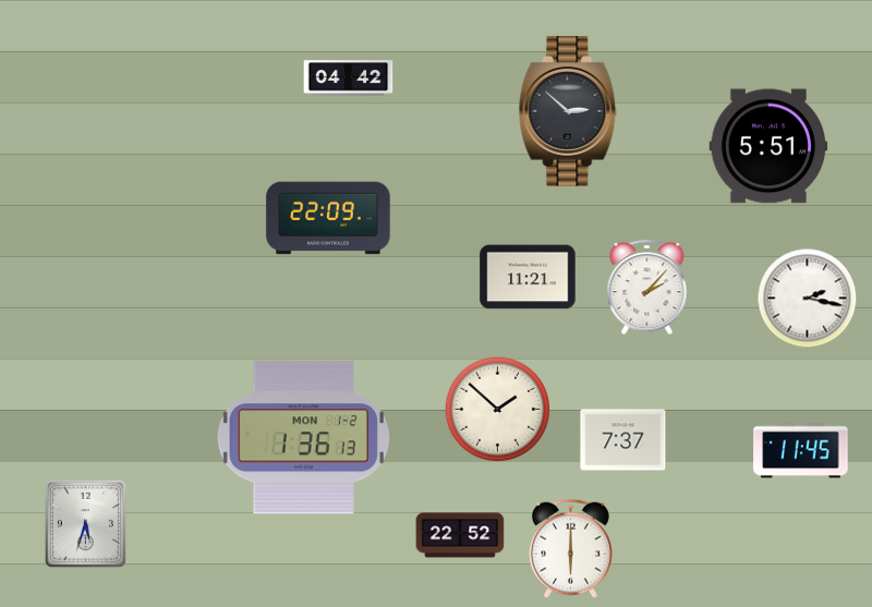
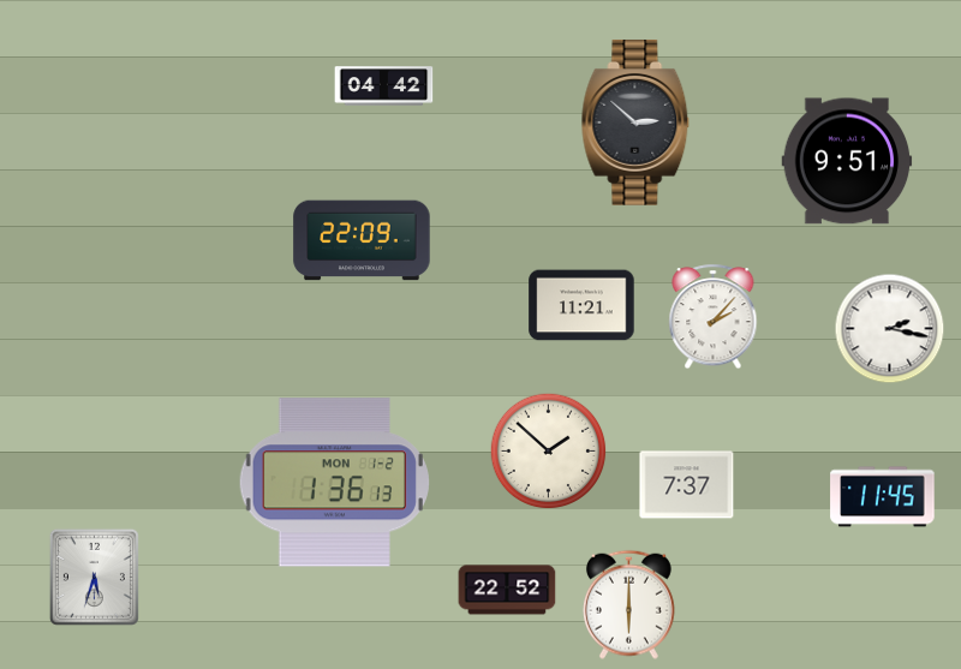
clock at (568, 111) position: (568, 111) -> (635, 123)
clock at (768, 146): 5:51 -> 9:51
